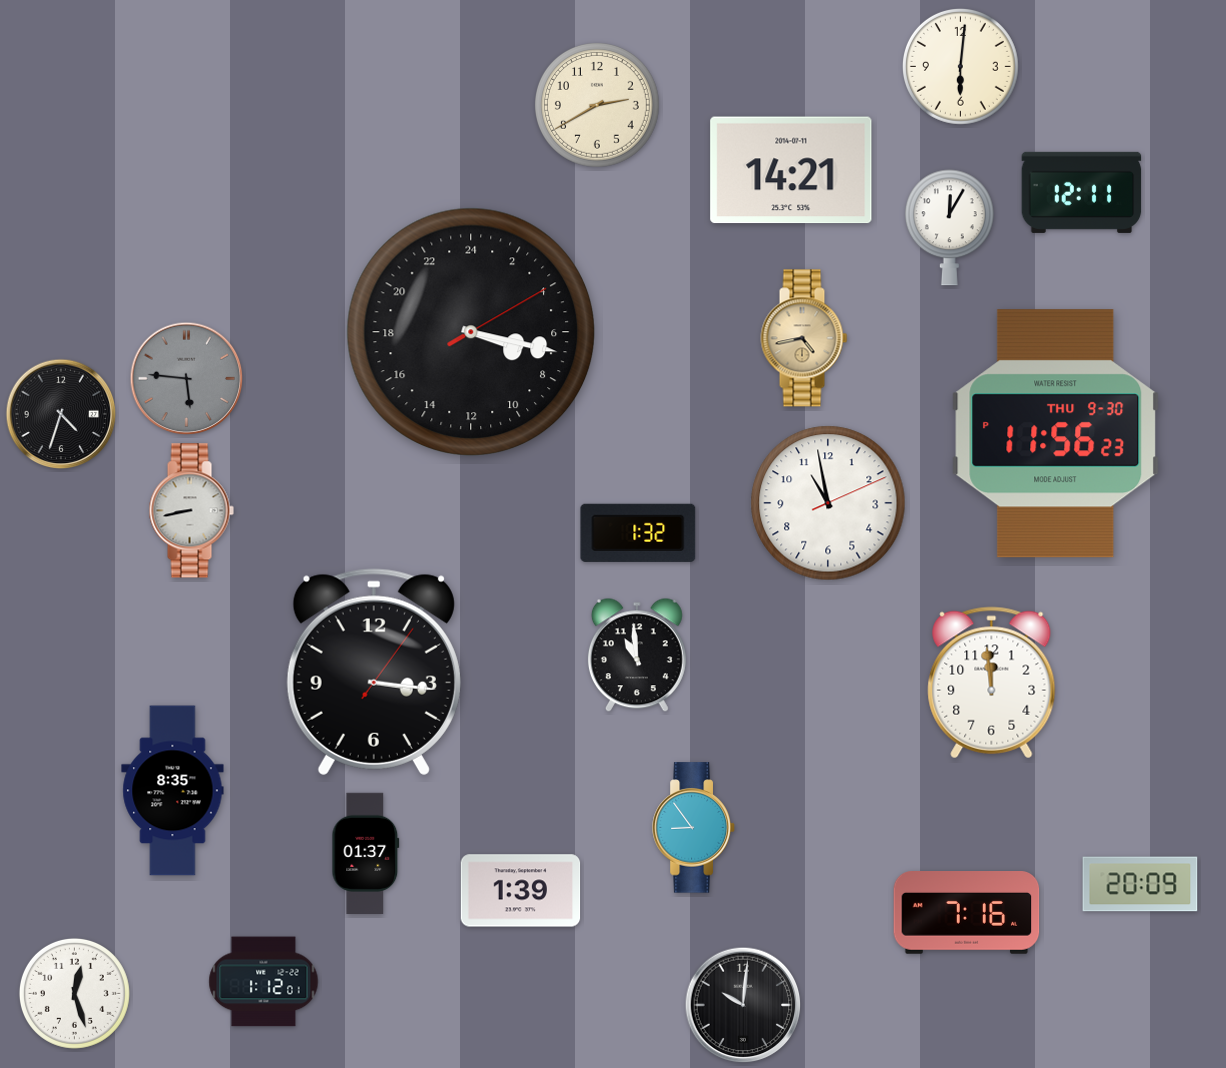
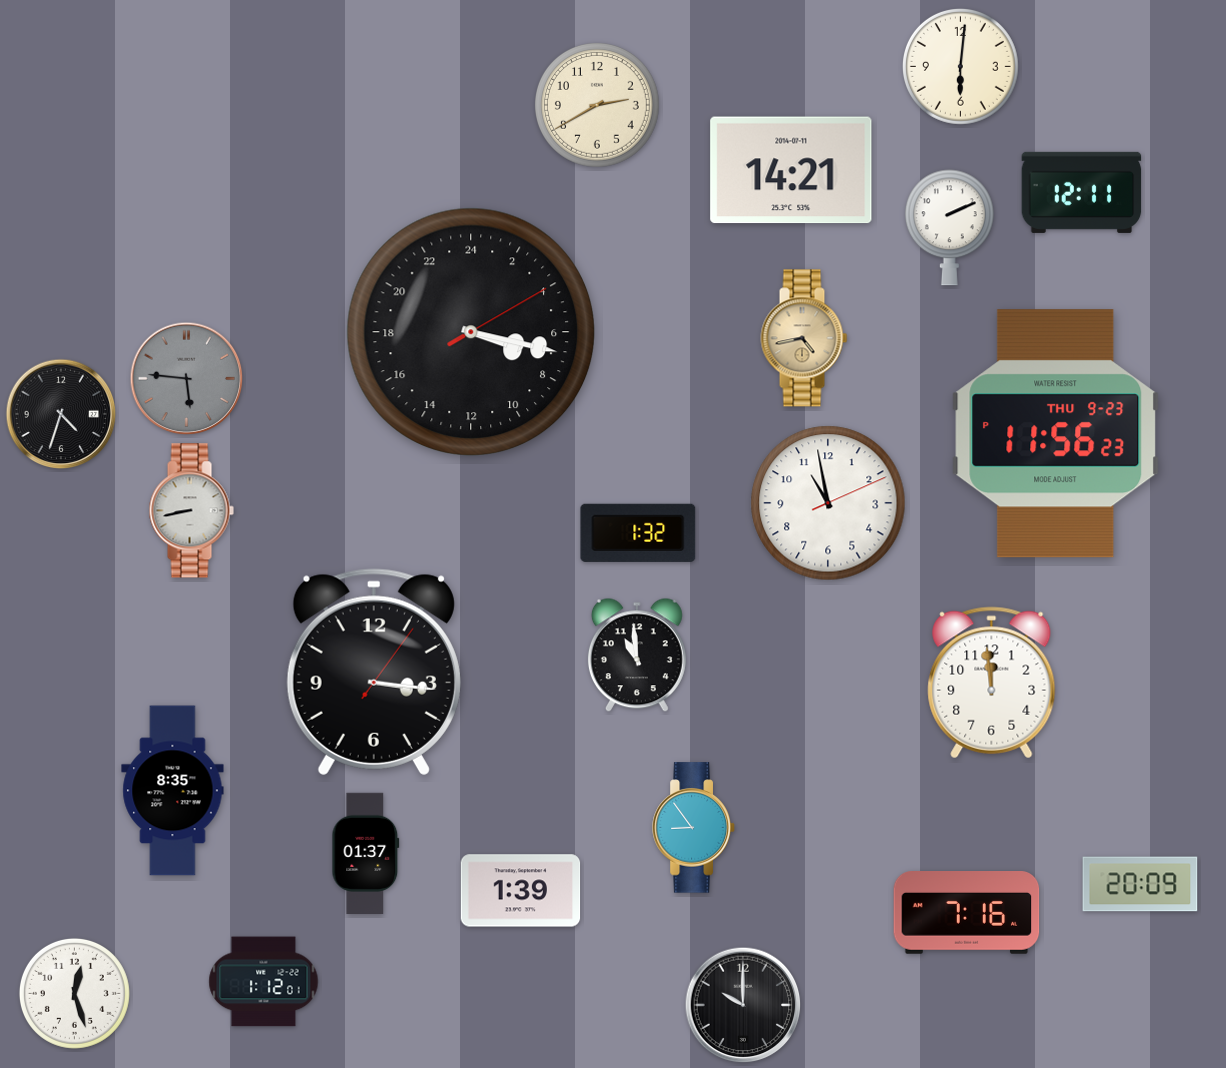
clock at (949, 228): 12:05 -> 2:11
clock at (1056, 434) date: THU 9-30 -> THU 9-23
clock at (743, 1005): 10:01 -> 10:00
